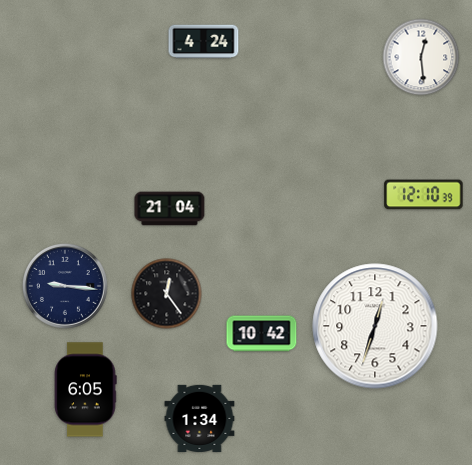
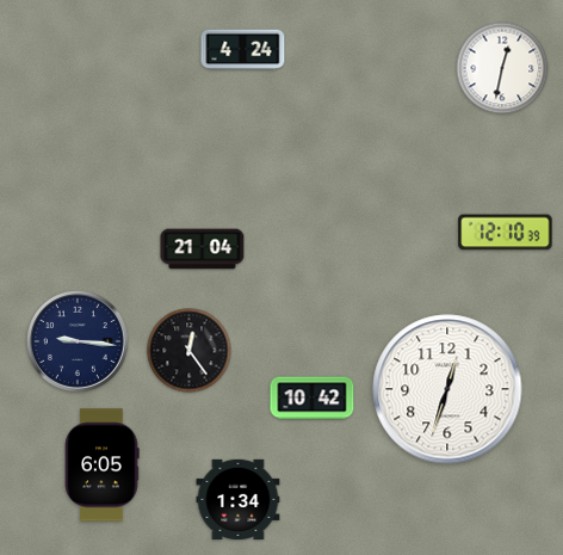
clock at (421, 57): 12:29 -> 12:32
clock at (167, 294) position: (167, 294) -> (190, 351)
